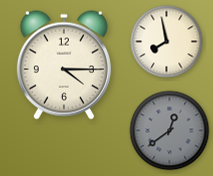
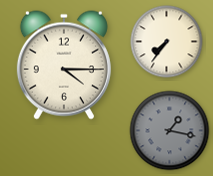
clock at (167, 42): 7:58 -> 7:36
clock at (170, 131): 12:39 -> 1:17
